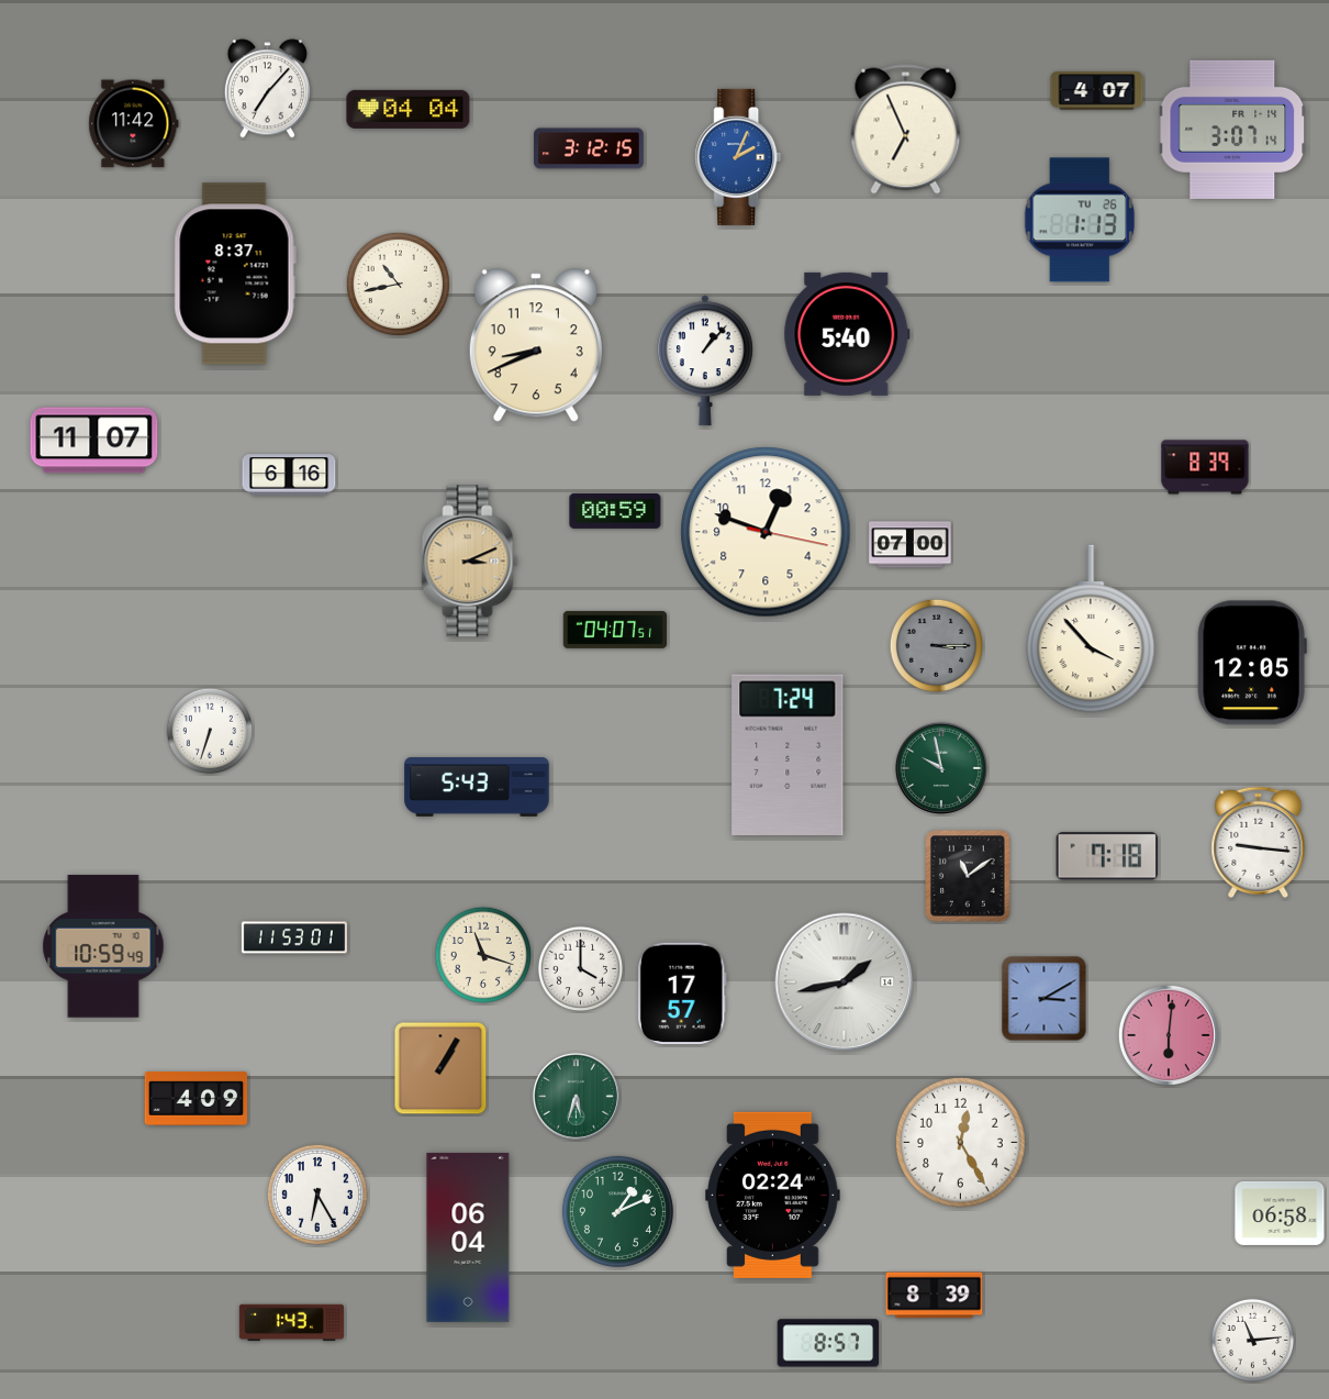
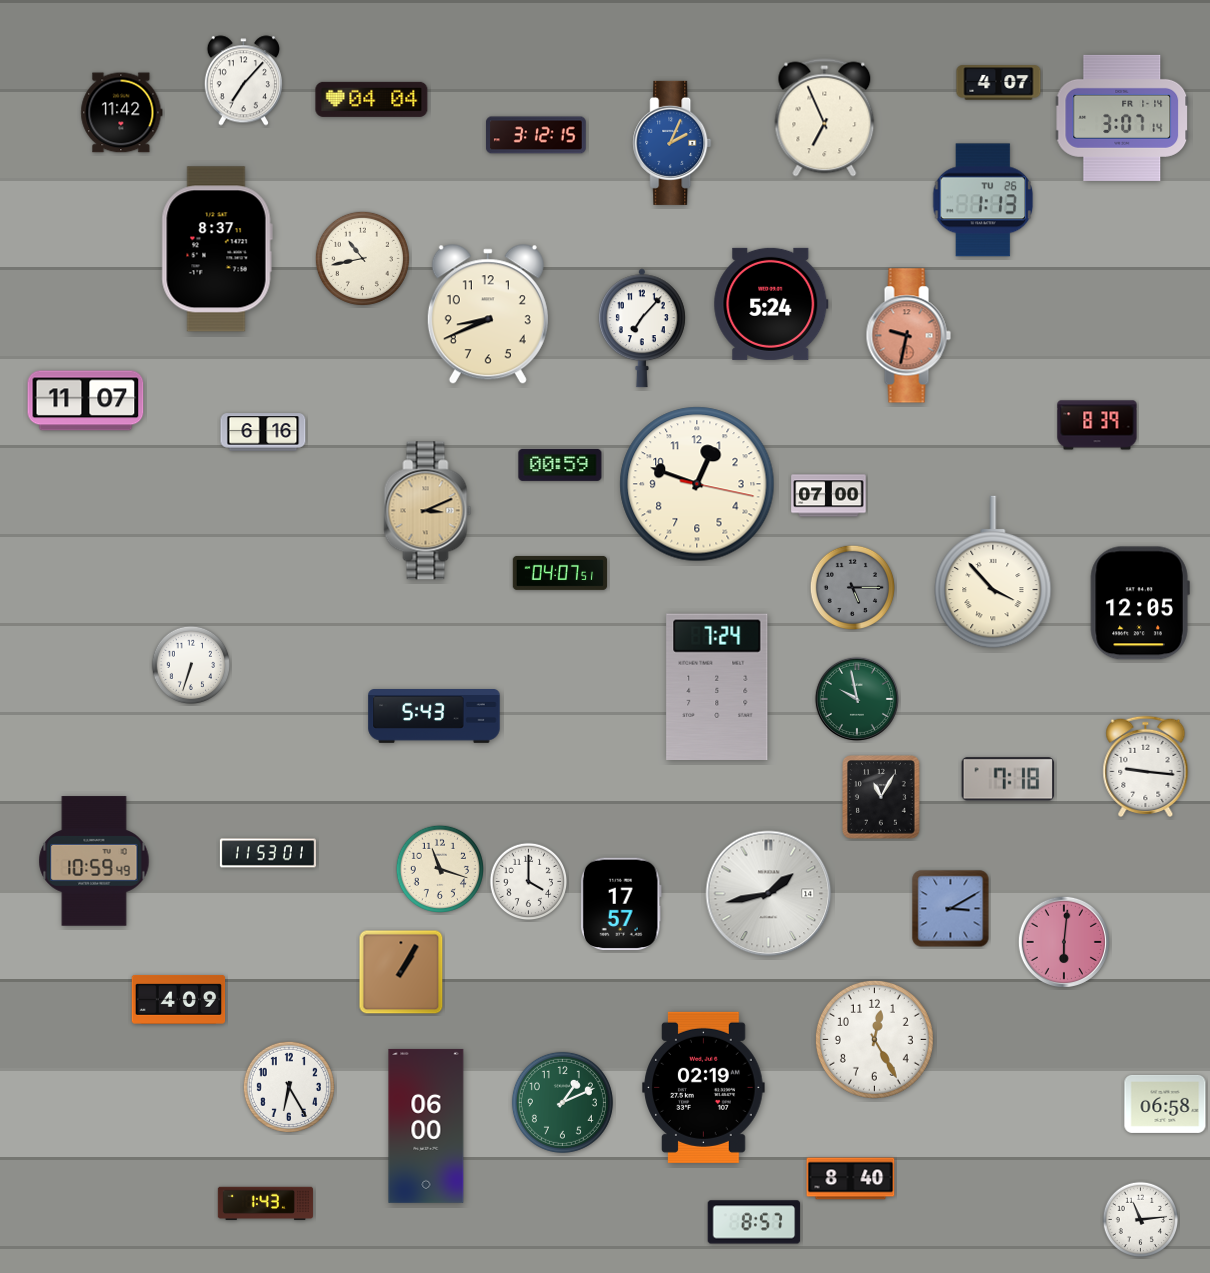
clock at (235, 274) position: (235, 274) -> (217, 249)
clock at (847, 334): 5:40 -> 5:24
clock at (705, 360): 1:07 -> 7:07
clock at (908, 336): none -> 9:32
clock at (936, 645): 3:15 -> 5:15
clock at (968, 876): 11:09 -> 11:05
clock at (576, 1096): 5:33 -> none
clock at (773, 1195): 02:24 -> 02:19
clock at (468, 1237): 06:04 -> 06:00
clock at (935, 1296): 8:39 -> 8:40
